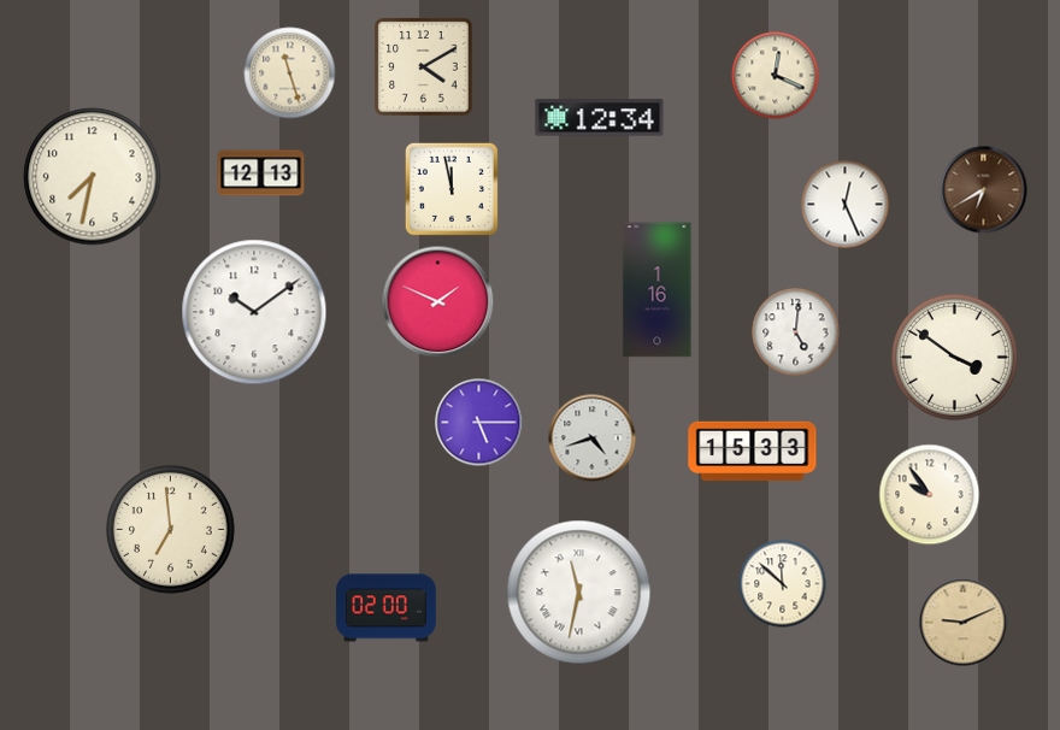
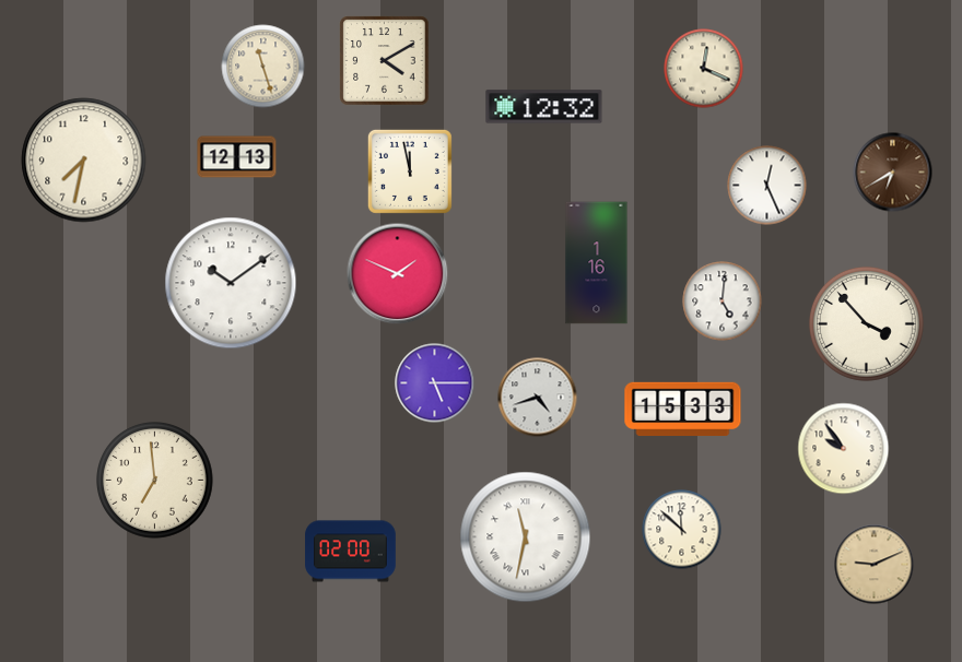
clock at (600, 118): 12:34 -> 12:32
clock at (954, 357): 3:51 -> 3:53
clock at (783, 584) position: (783, 584) -> (682, 530)
